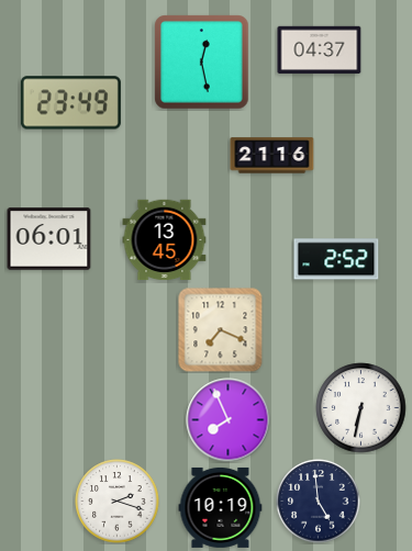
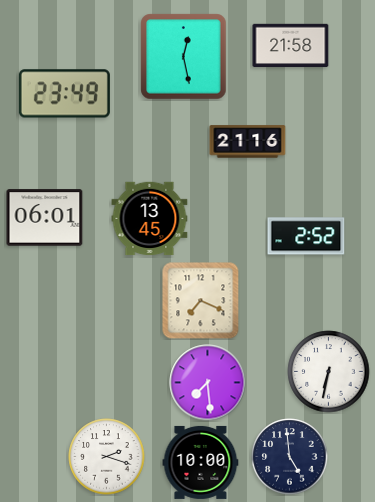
clock at (320, 50): 04:37 -> 21:58
clock at (229, 420): 7:56 -> 7:29
clock at (221, 507): 10:19 -> 10:00
